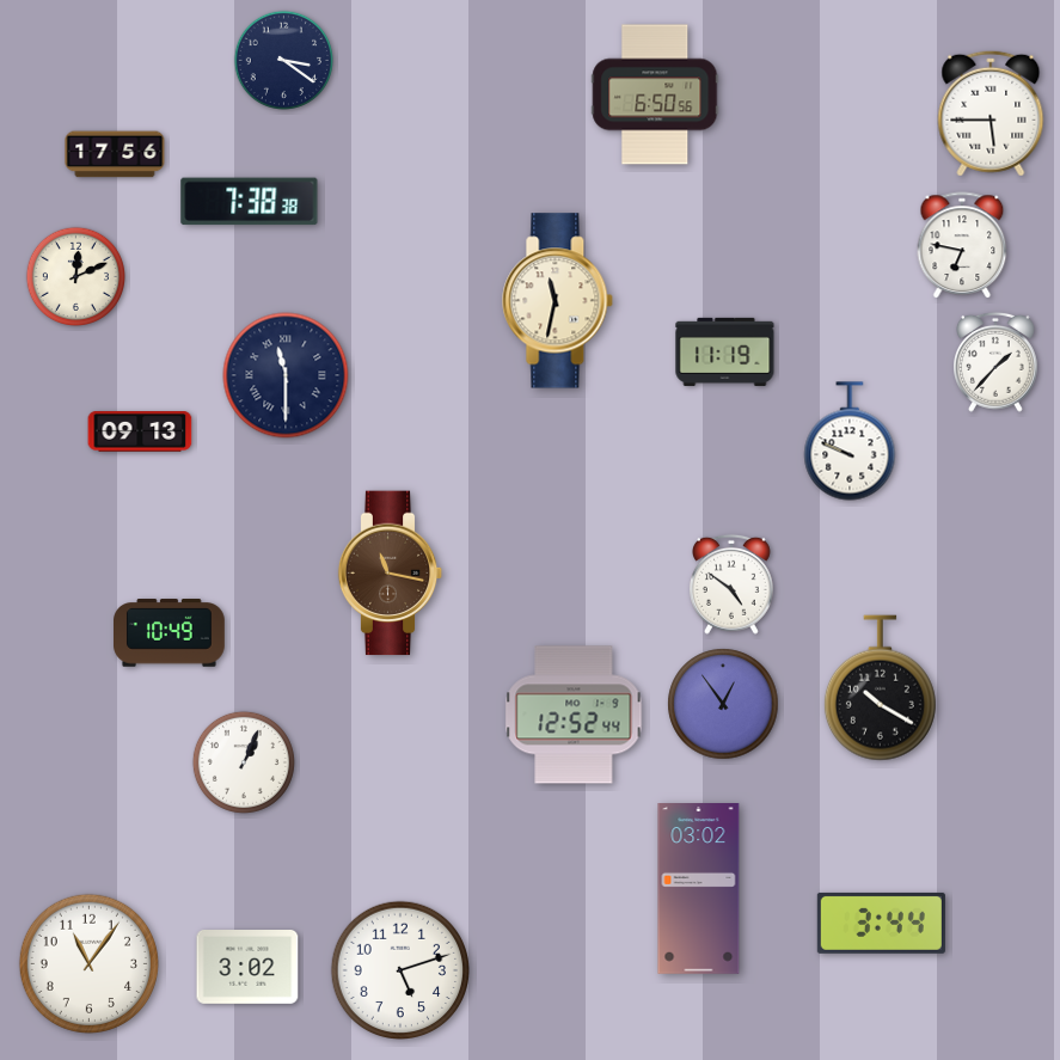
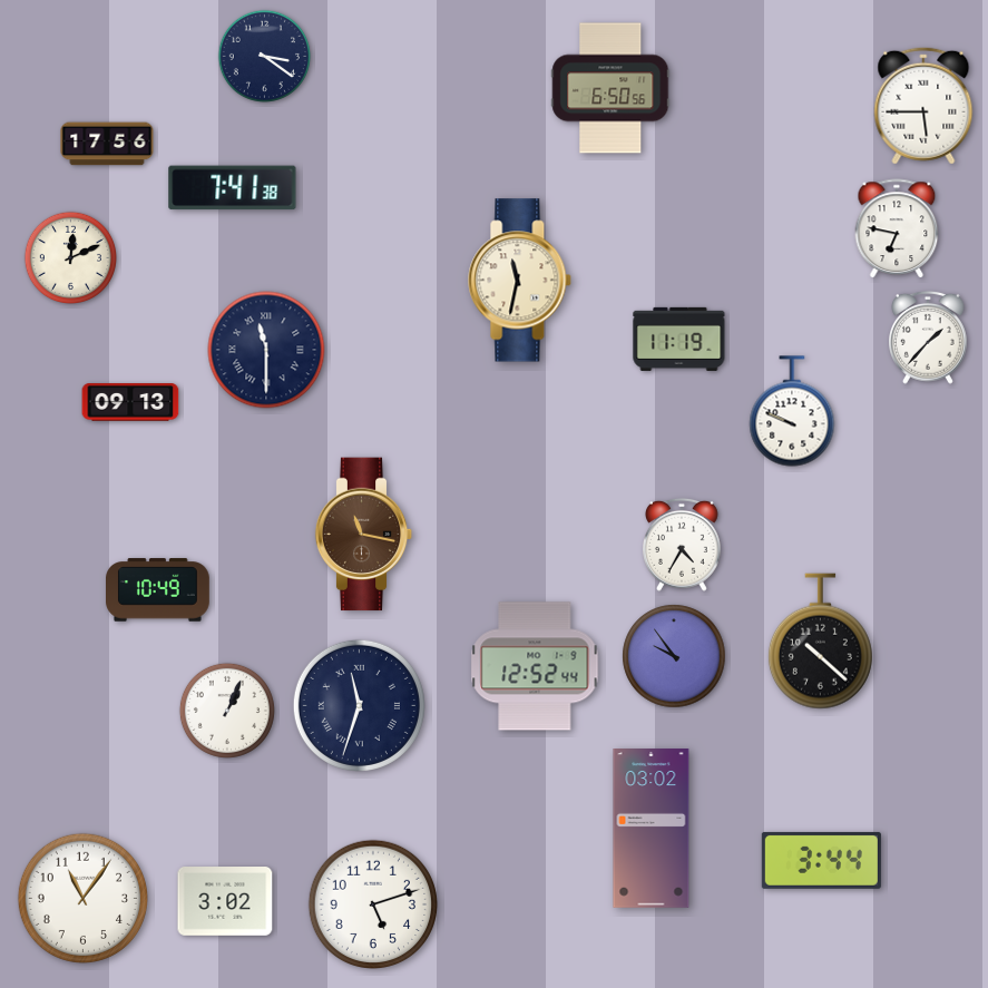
clock at (250, 202): 7:38 -> 7:41
clock at (725, 351) position: (725, 351) -> (679, 339)
clock at (733, 584): 4:51 -> 4:35
clock at (880, 688): 10:20 -> 10:22
clock at (723, 704): 12:54 -> 9:54
clock at (359, 705): none -> 11:33
clock at (247, 968) position: (247, 968) -> (225, 902)
